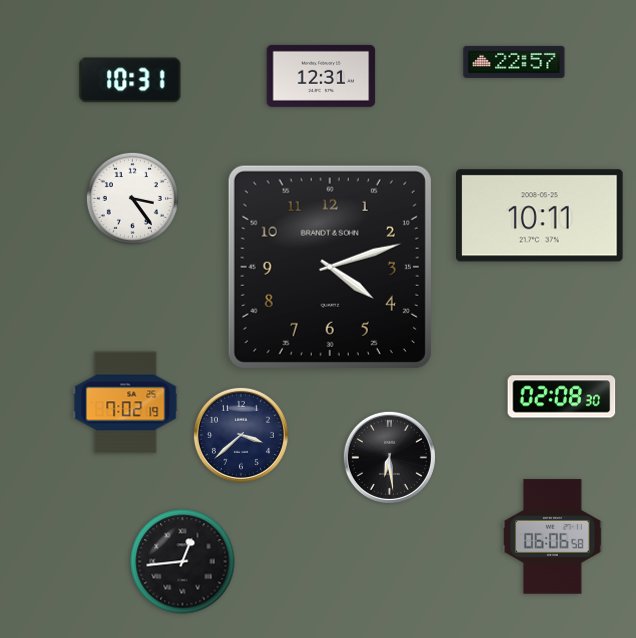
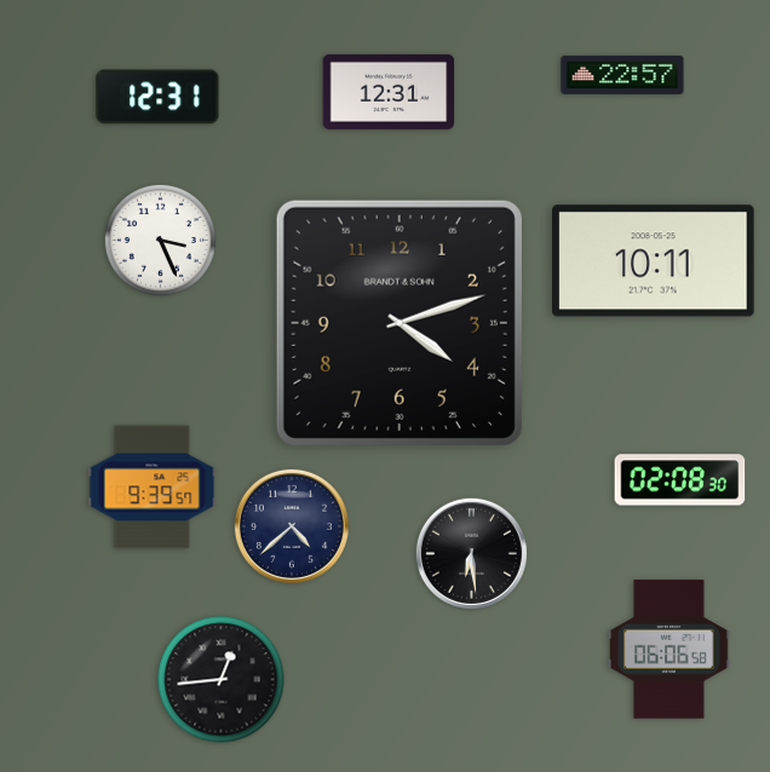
clock at (130, 80): 10:31 -> 12:31
clock at (132, 198): 3:24 -> 3:26
clock at (126, 403): 7:02 -> 9:39
clock at (241, 435): 3:38 -> 4:38
